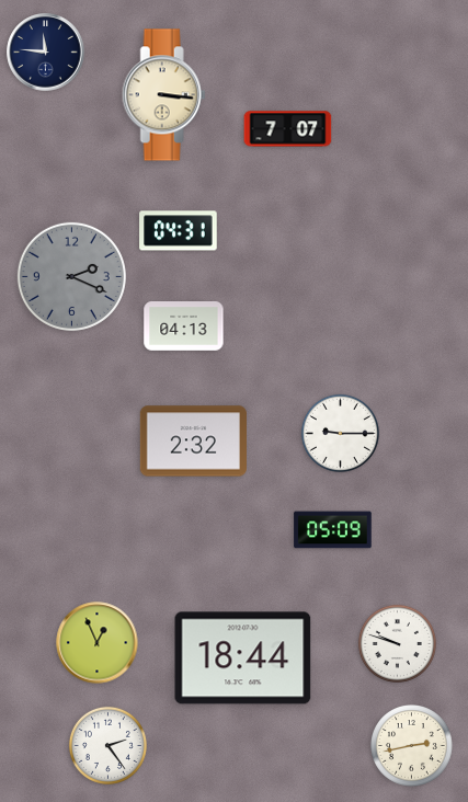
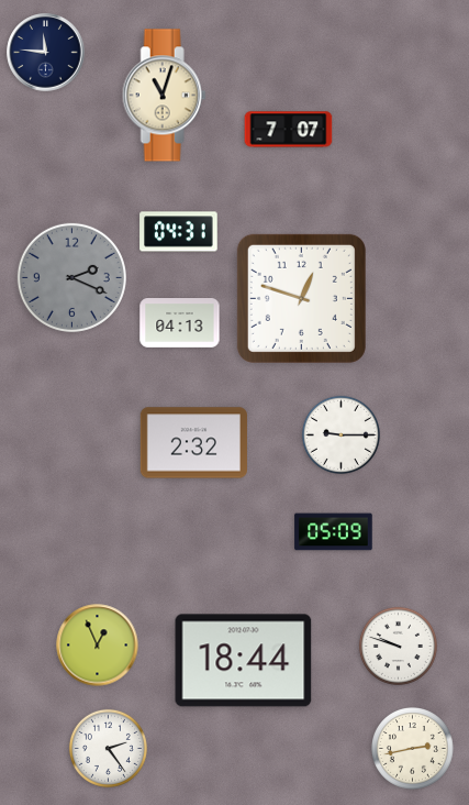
clock at (163, 95): 3:16 -> 11:03
clock at (301, 298): none -> 12:48
clock at (184, 326) position: (184, 326) -> (180, 323)
